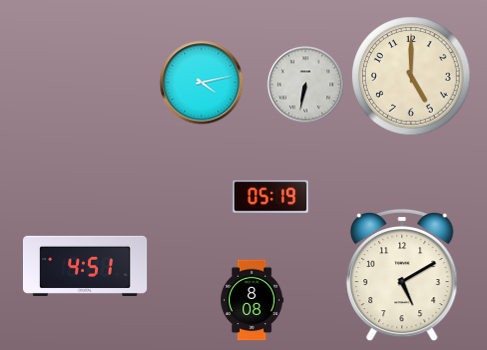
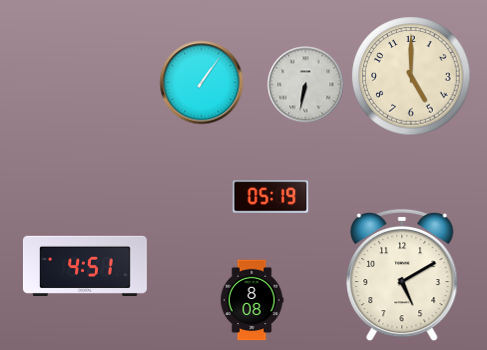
clock at (202, 83): 4:13 -> 1:06
